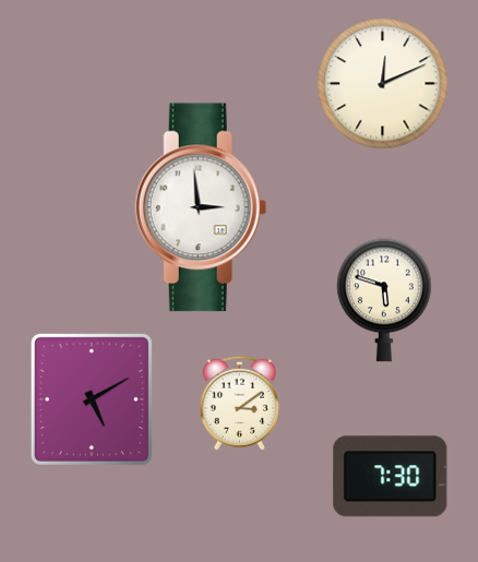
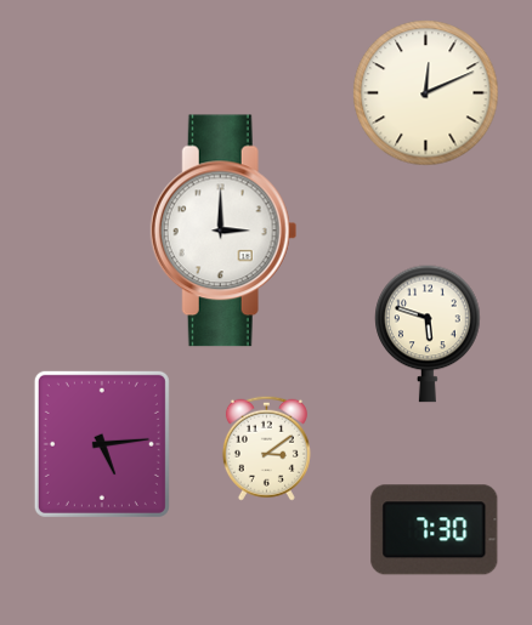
clock at (201, 207): 2:59 -> 3:00
clock at (92, 399): 5:10 -> 5:14
